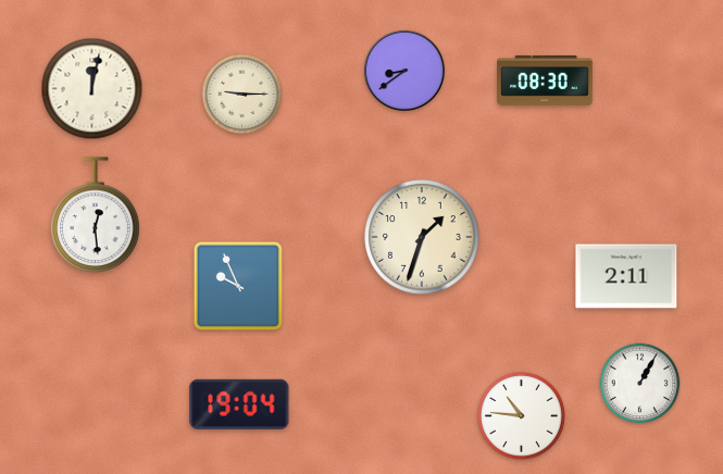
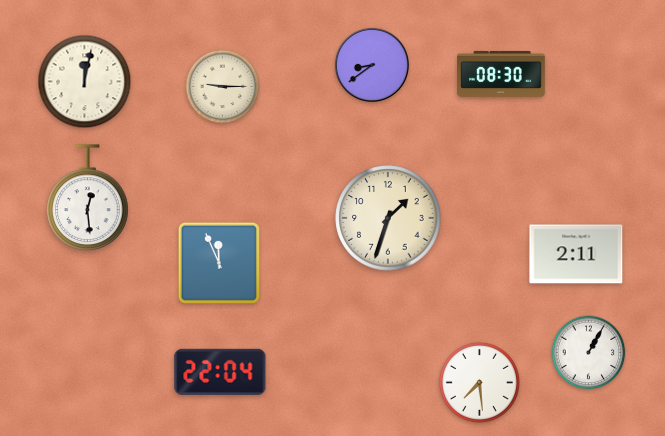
clock at (237, 285): 9:56 -> 11:56
clock at (239, 404): 19:04 -> 22:04
clock at (521, 415): 10:46 -> 7:29
